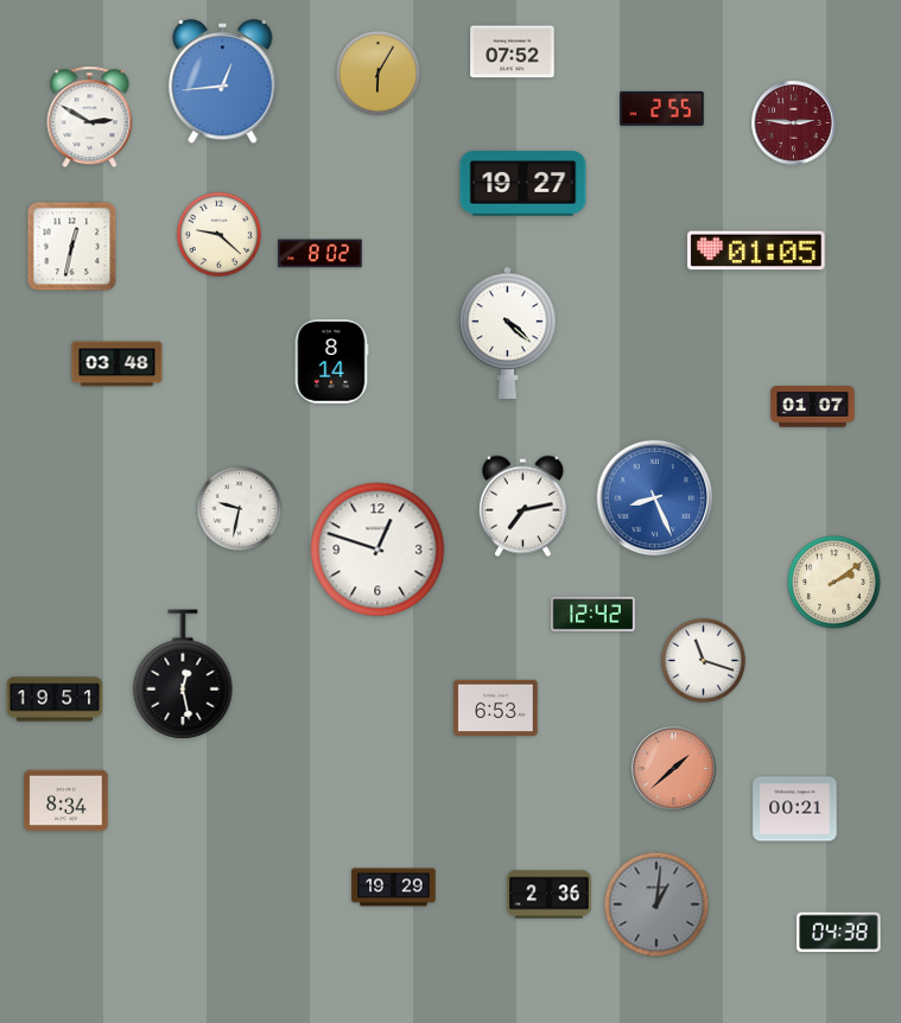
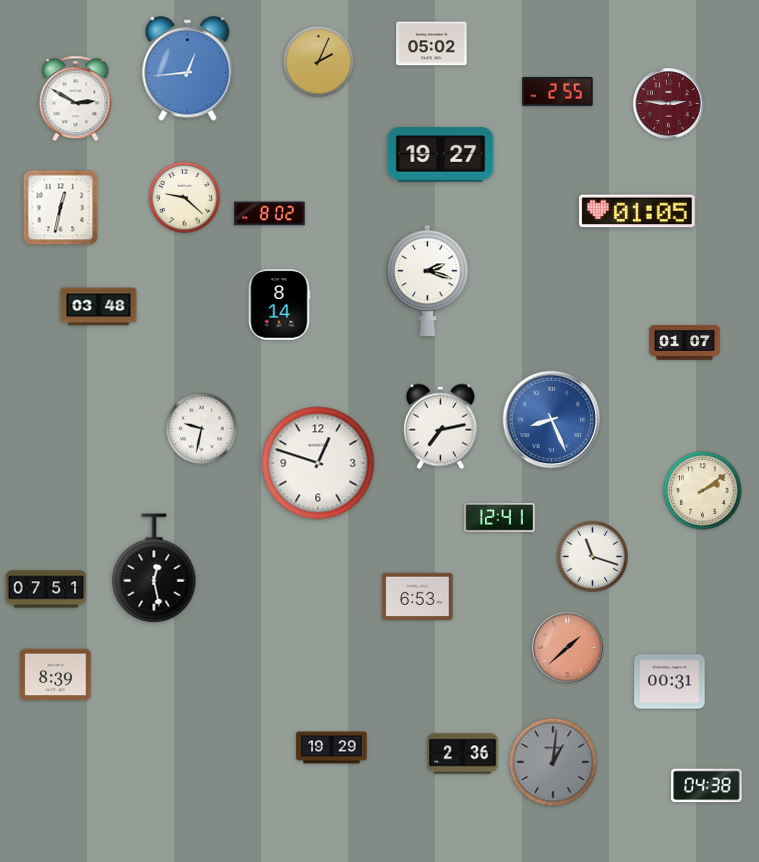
clock at (513, 52): 07:52 -> 05:02
clock at (377, 72): 6:05 -> 2:04
clock at (508, 332): 4:22 -> 2:18
clock at (594, 614): 12:42 -> 12:41
clock at (55, 699): 19:51 -> 07:51
clock at (66, 801): 8:34 -> 8:39
clock at (795, 809): 00:21 -> 00:31
